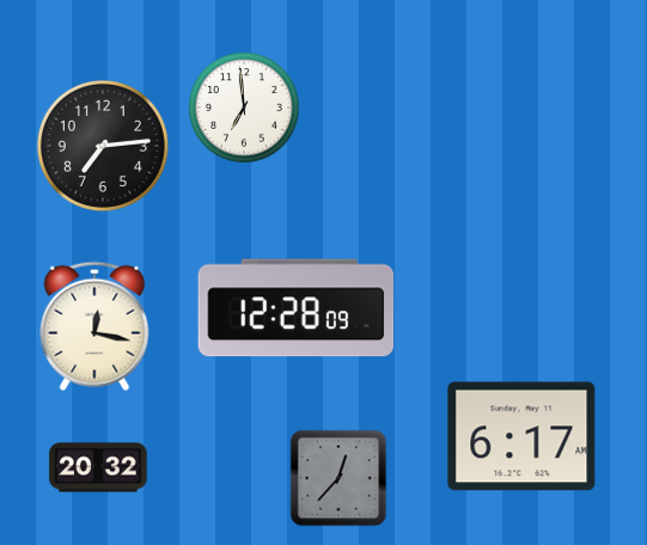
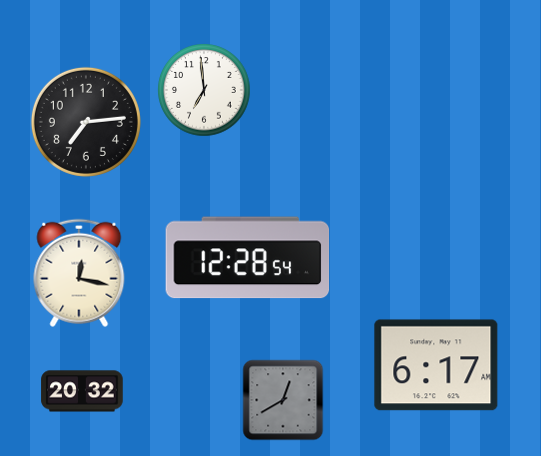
clock at (297, 308): 12:28:09 -> 12:28:54
clock at (338, 478): 12:37 -> 12:40
